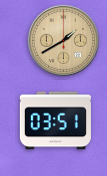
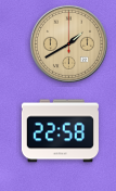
clock at (55, 121): 03:51 -> 22:58
